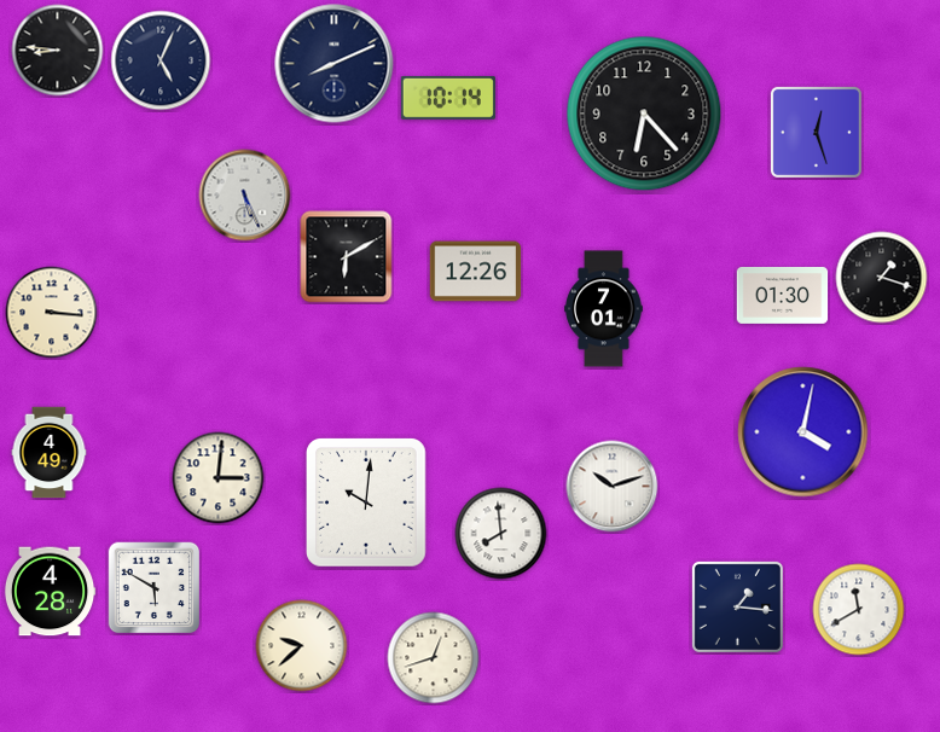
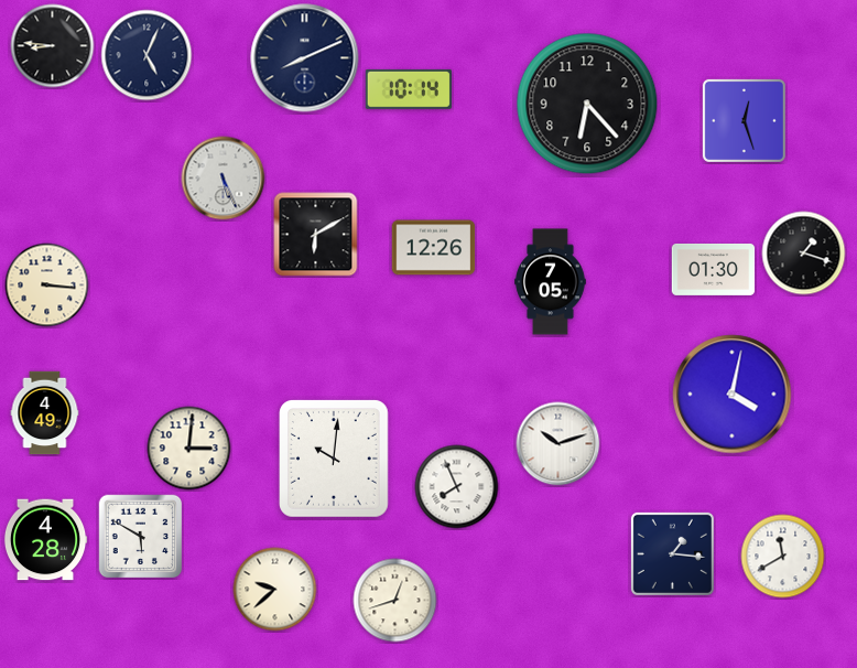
clock at (604, 309): 7:01 -> 7:05
clock at (219, 478) position: (219, 478) -> (189, 449)
clock at (501, 534): 7:59 -> 7:56
